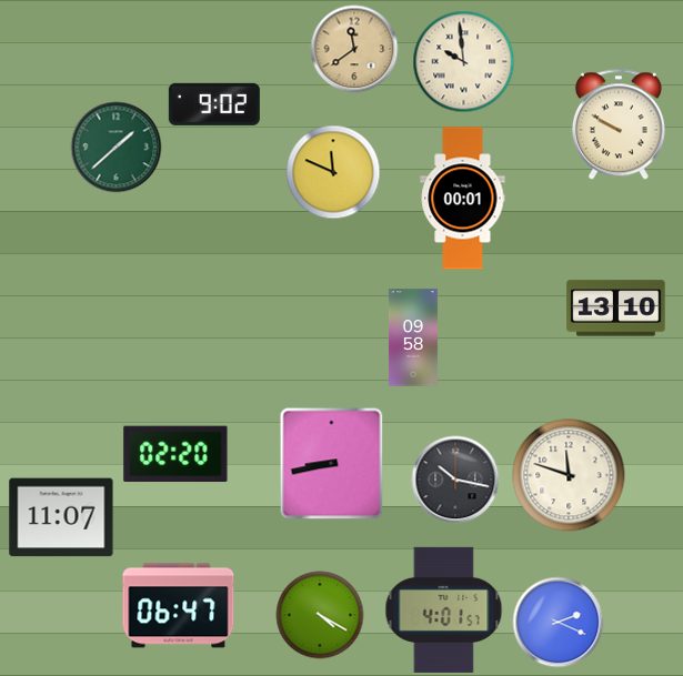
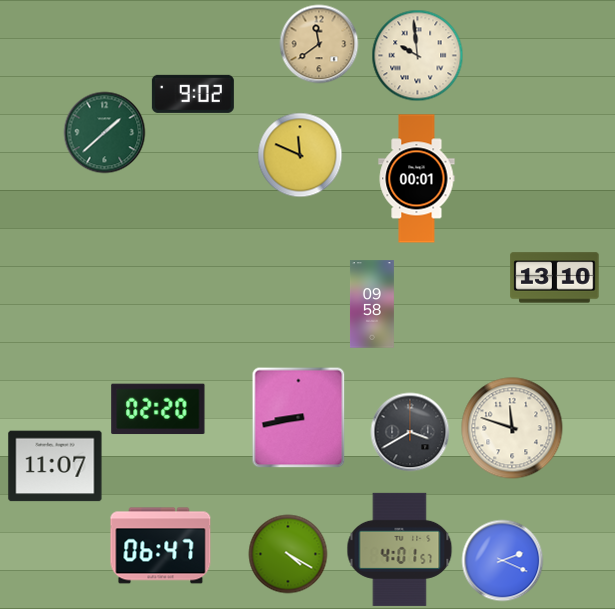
clock at (619, 124): 9:50 -> none
clock at (455, 480): 10:17 -> 3:40
